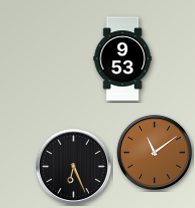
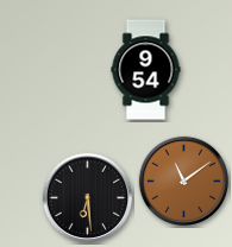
clock at (123, 59): 9:53 -> 9:54
clock at (73, 166): 6:26 -> 6:29
